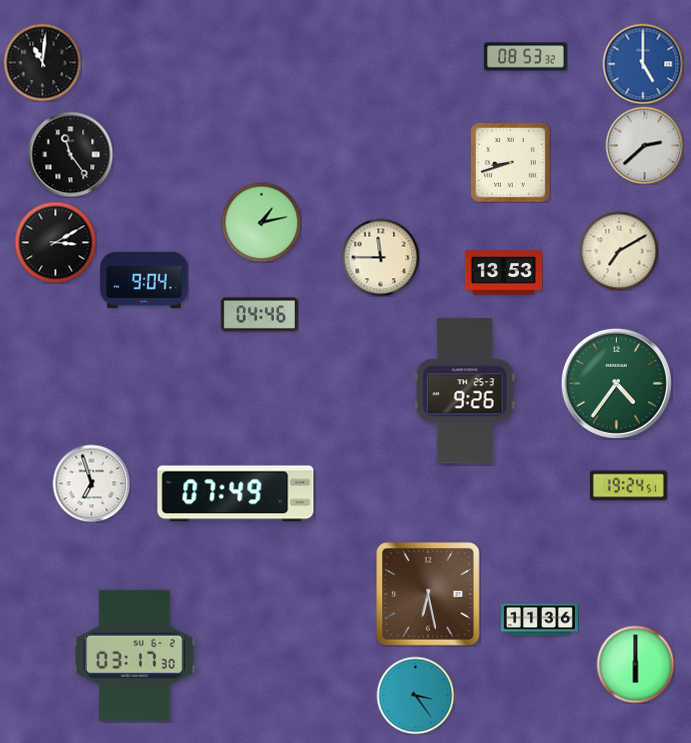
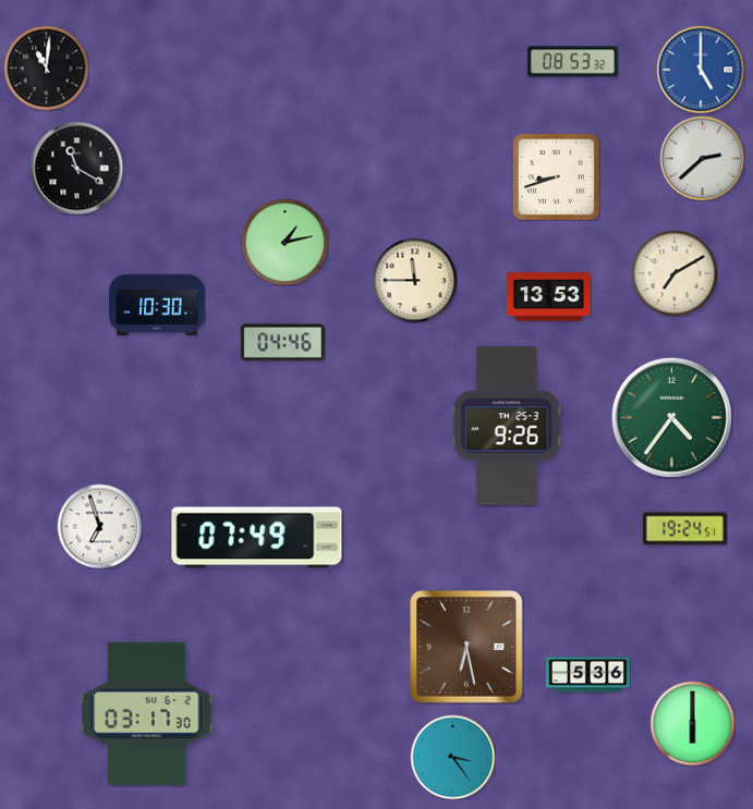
clock at (70, 154): 11:24 -> 11:20
clock at (55, 242): 3:10 -> none
clock at (144, 279): 9:04 -> 10:30
clock at (539, 620): 11:36 -> 5:36
